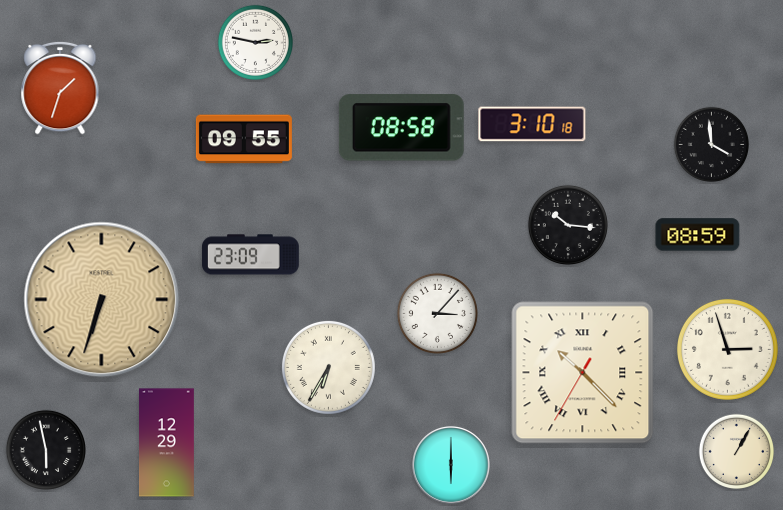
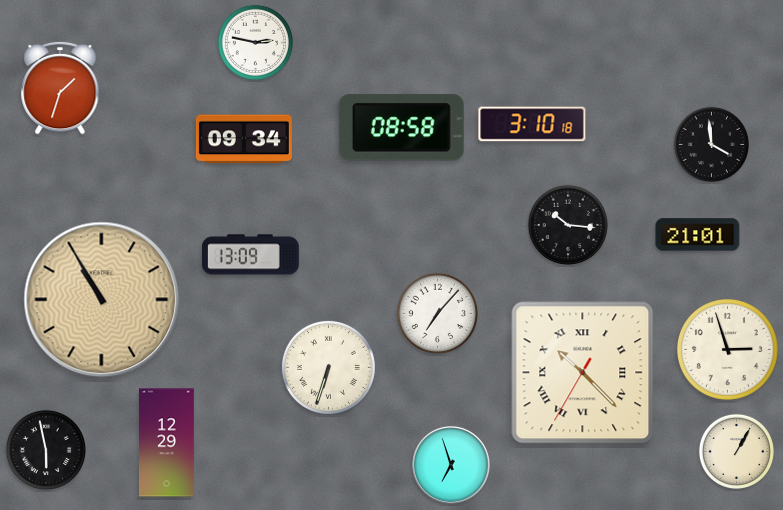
clock at (244, 139): 09:55 -> 09:34
clock at (698, 235): 08:59 -> 21:01
clock at (250, 255): 23:09 -> 13:09
clock at (102, 300): 6:33 -> 10:55
clock at (437, 313): 3:07 -> 7:07
clock at (328, 367): 6:35 -> 6:33
clock at (451, 465): 6:00 -> 6:57
